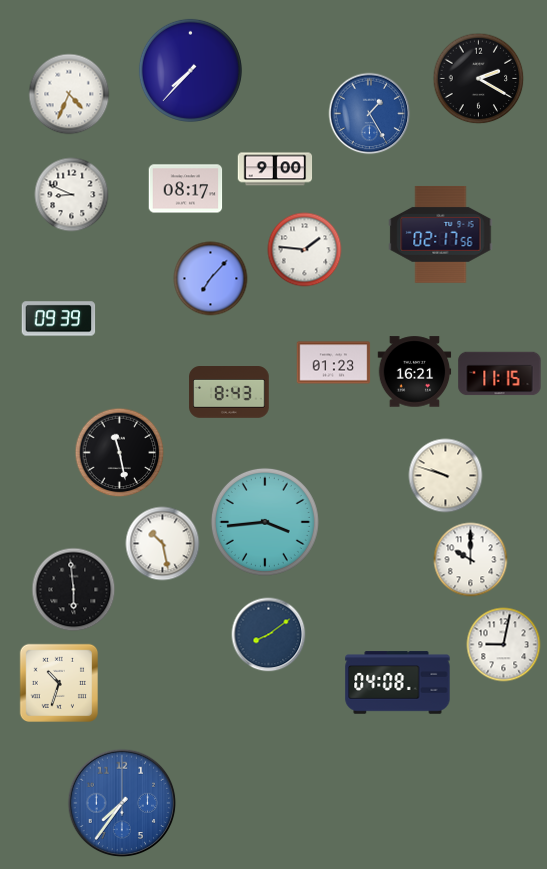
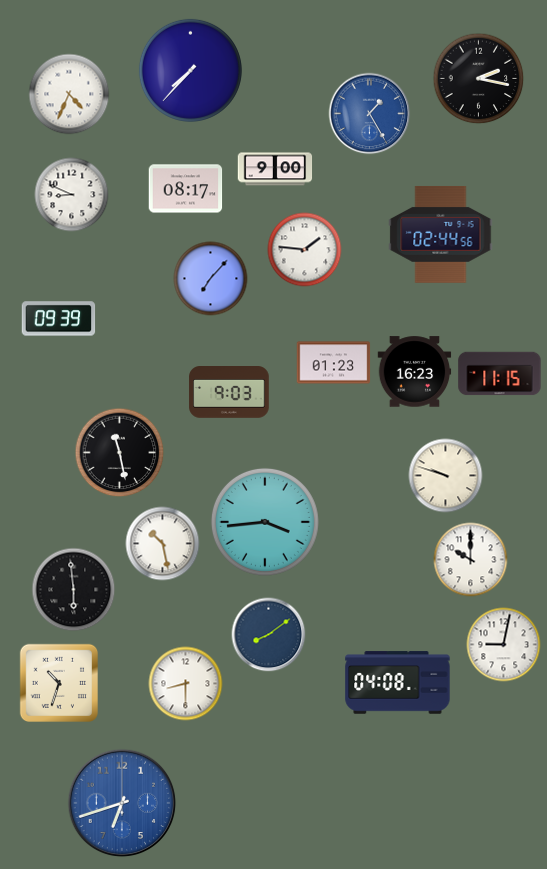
clock at (479, 79): 2:20 -> 2:17
clock at (441, 234): 02:17 -> 02:44
clock at (415, 372): 16:21 -> 16:23
clock at (229, 393): 8:43 -> 9:03
clock at (186, 684): none -> 8:30
clock at (122, 803): 7:36 -> 6:42
